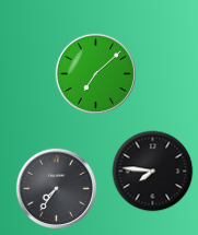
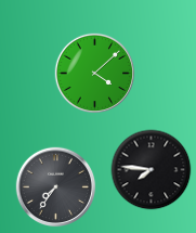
clock at (96, 74): 7:08 -> 4:08
